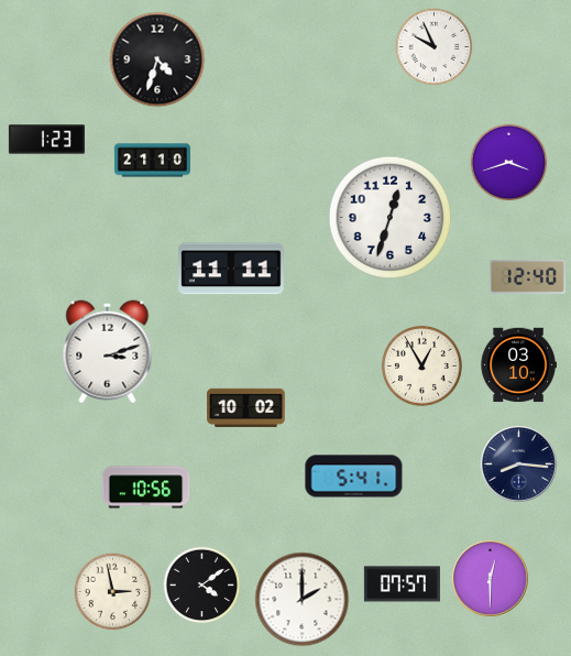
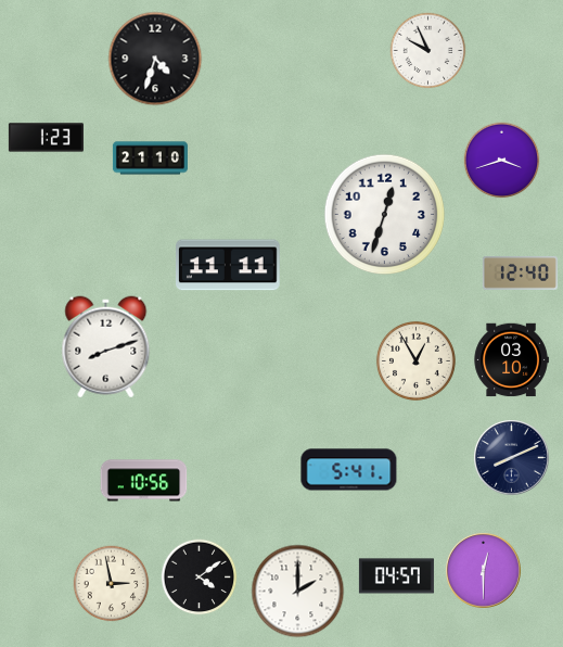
clock at (435, 47) position: (435, 47) -> (428, 51)
clock at (108, 352): 3:12 -> 8:12
clock at (246, 407): 10:02 -> none
clock at (519, 464): 8:16 -> 8:11
clock at (402, 584): 07:57 -> 04:57
